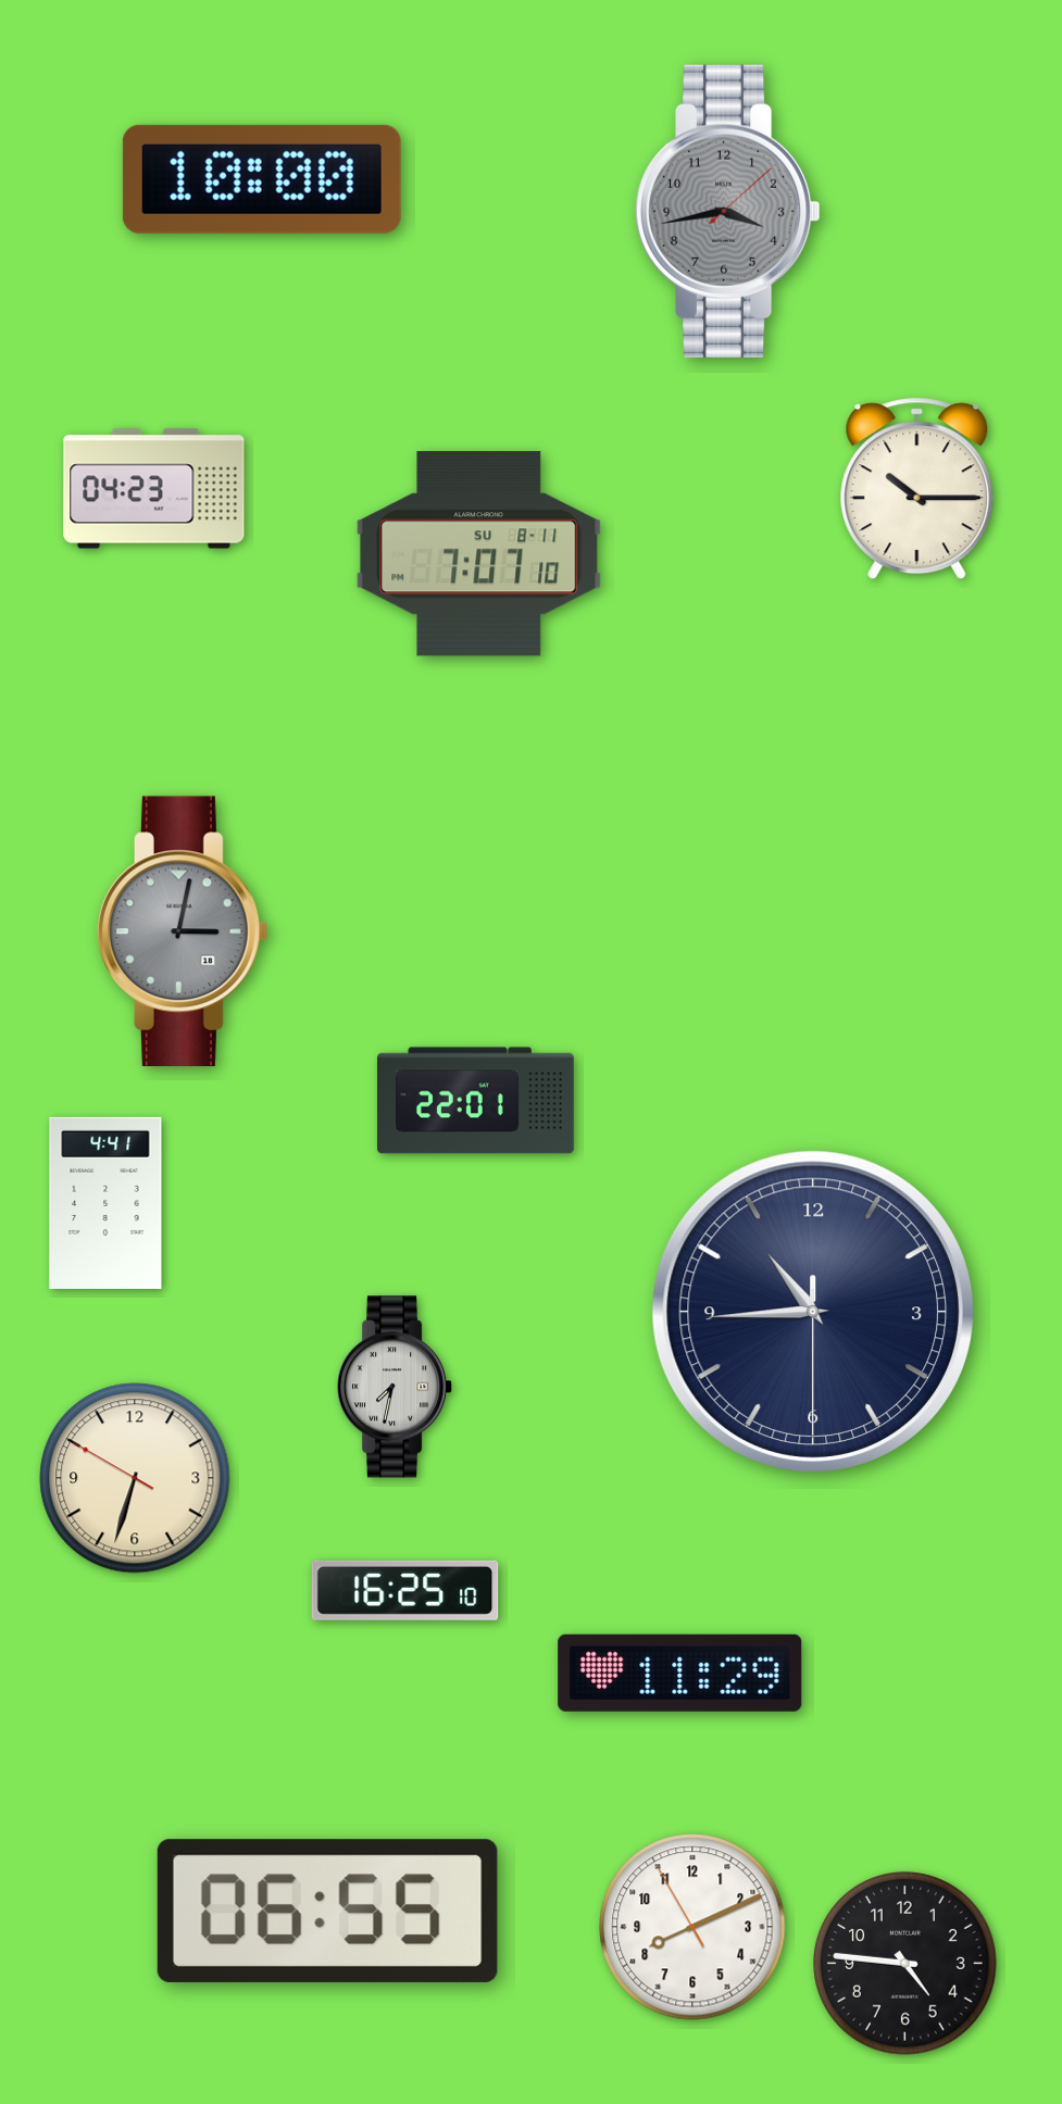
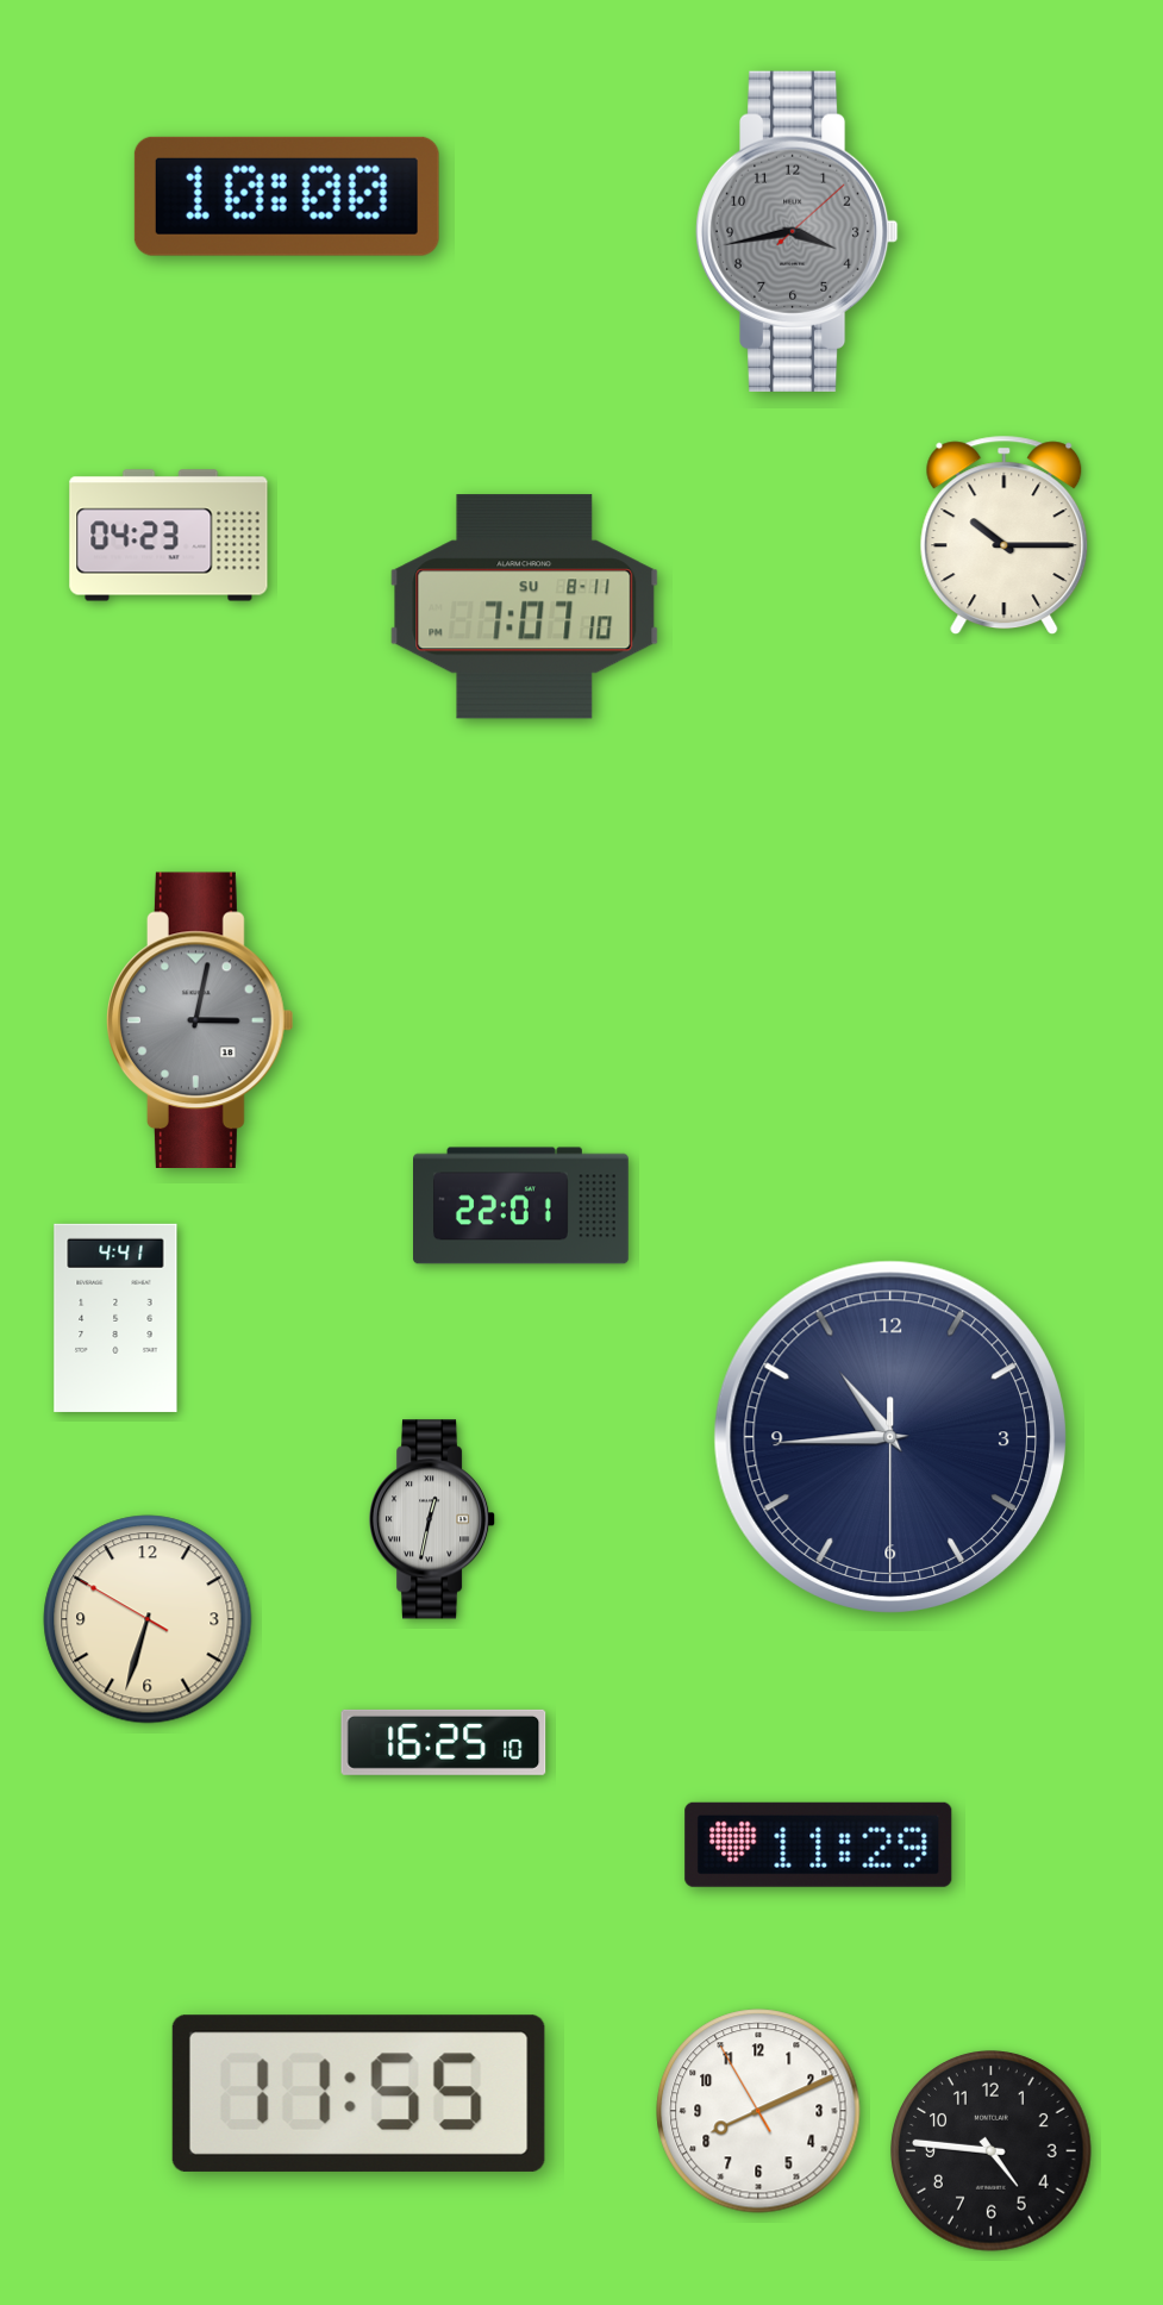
clock at (396, 1387): 7:32 -> 12:32
clock at (680, 1673) position: (680, 1673) -> (819, 1844)
clock at (327, 1911): 06:55 -> 11:55
